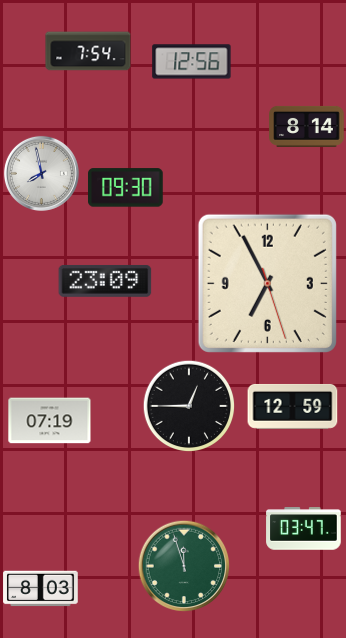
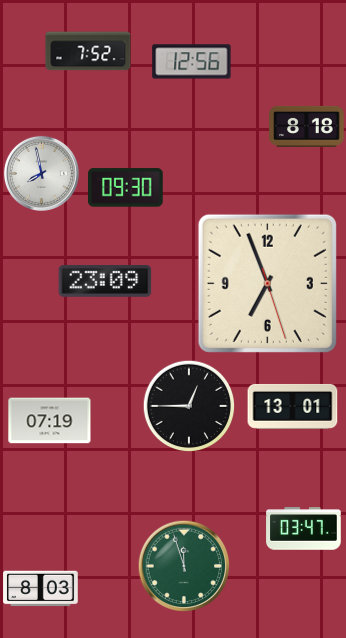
clock at (88, 51): 7:54 -> 7:52
clock at (307, 126): 8:14 -> 8:18
clock at (267, 283): 6:55 -> 6:56
clock at (293, 406): 12:59 -> 13:01
